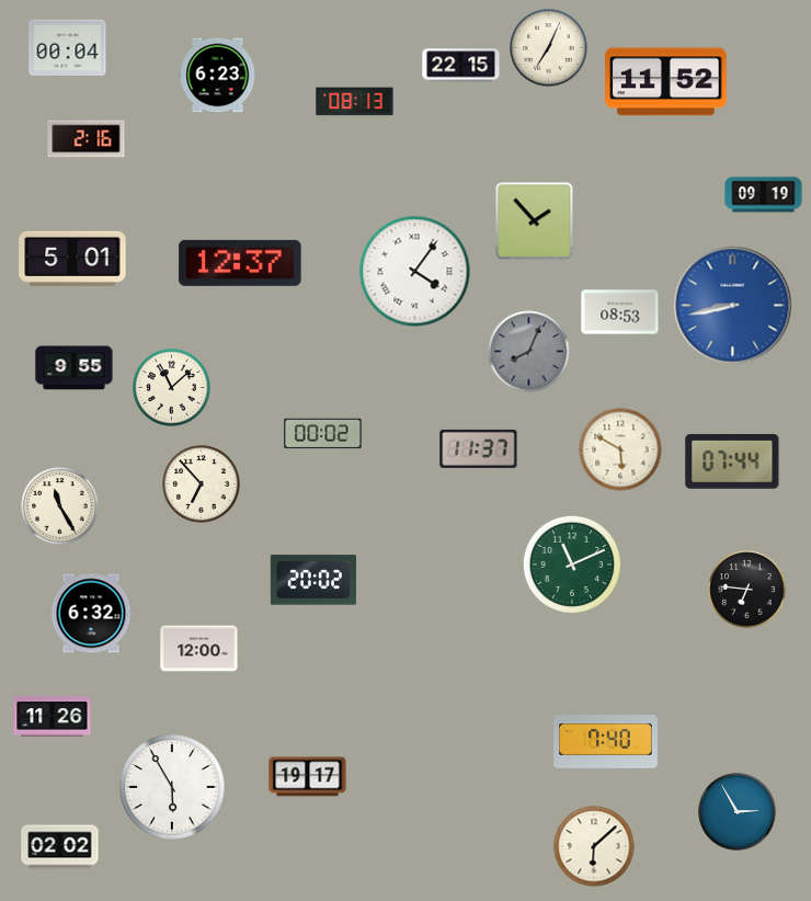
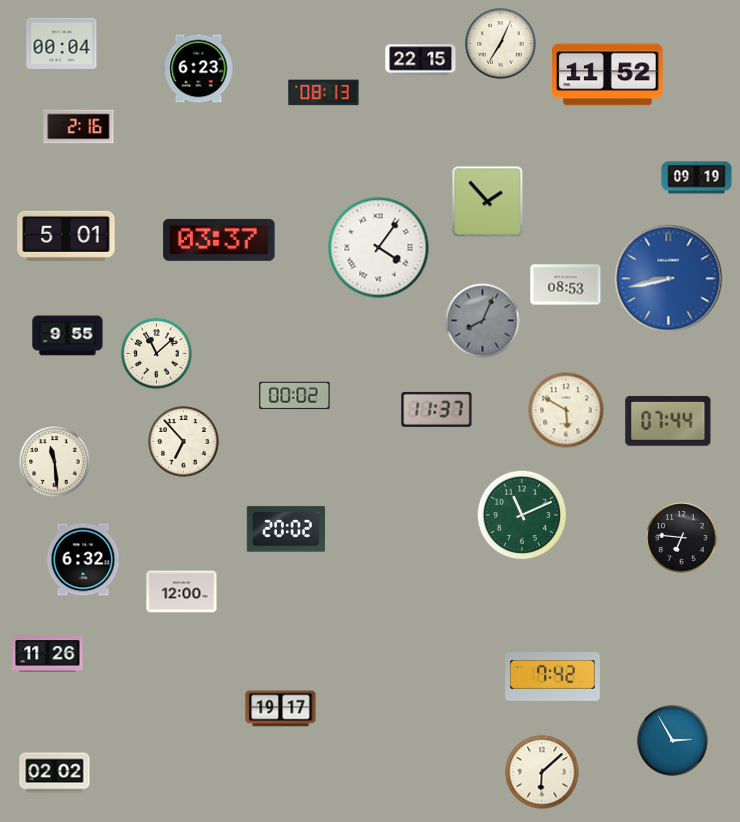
clock at (240, 263): 12:37 -> 03:37
clock at (60, 506): 11:25 -> 11:29
clock at (606, 742): 7:40 -> 7:42
clock at (172, 787): 5:55 -> none
